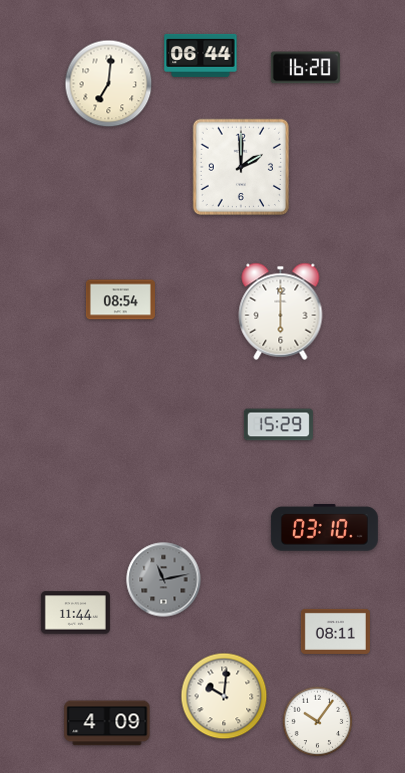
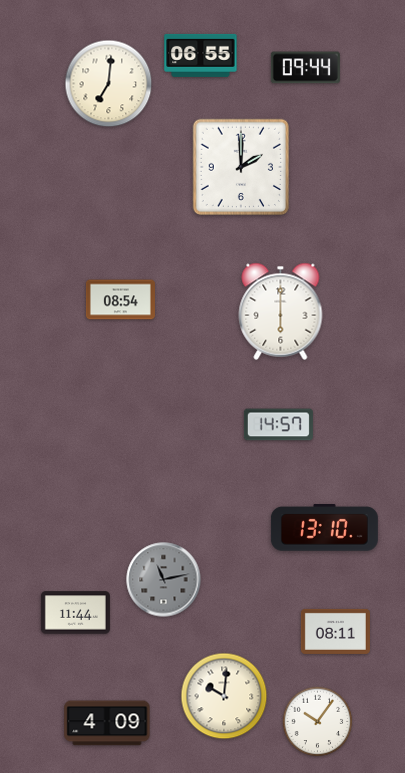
clock at (201, 55): 06:44 -> 06:55
clock at (305, 68): 16:20 -> 09:44
clock at (278, 425): 15:29 -> 14:57
clock at (324, 528): 03:10 -> 13:10
